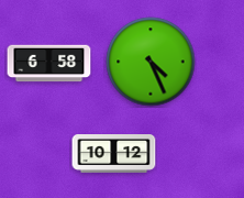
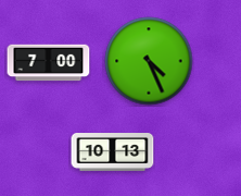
clock at (49, 64): 6:58 -> 7:00
clock at (114, 154): 10:12 -> 10:13
